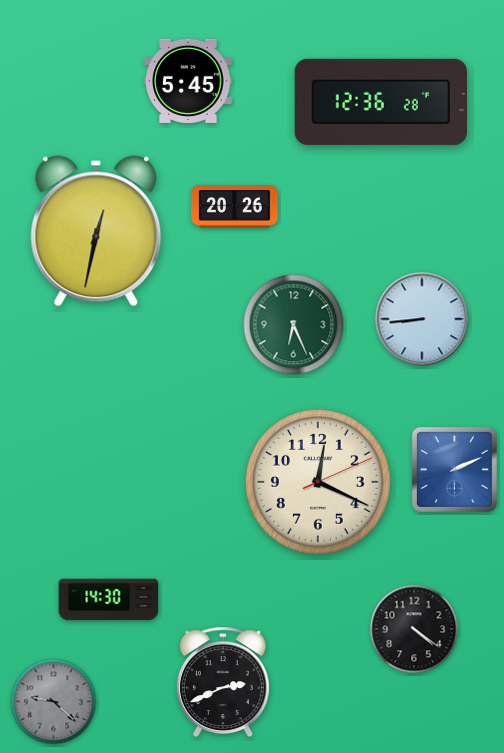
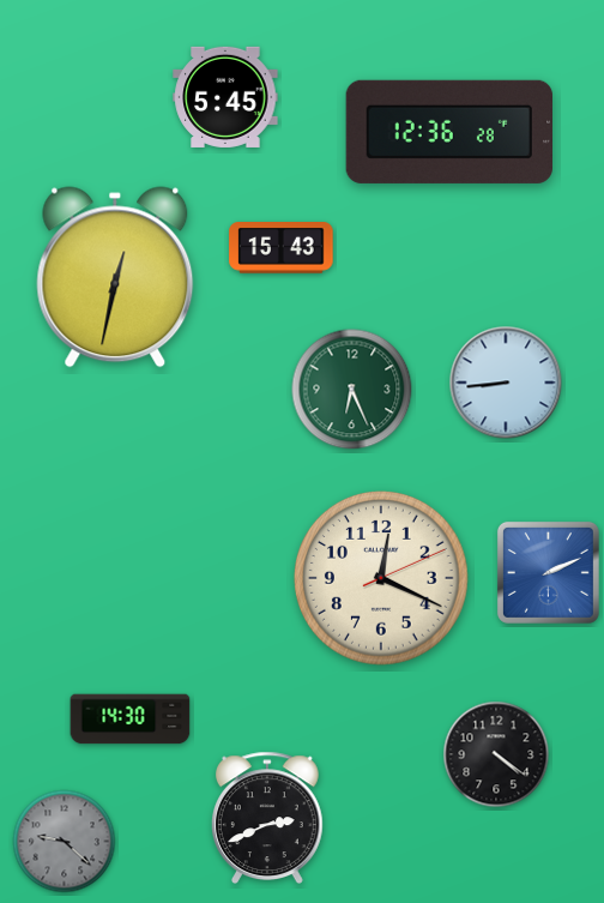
clock at (380, 102) position: (380, 102) -> (448, 132)
clock at (235, 207): 20:26 -> 15:43
clock at (454, 469) position: (454, 469) -> (548, 572)
